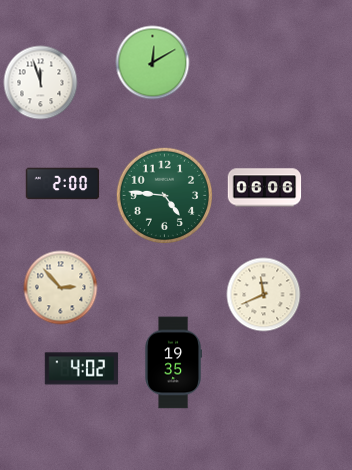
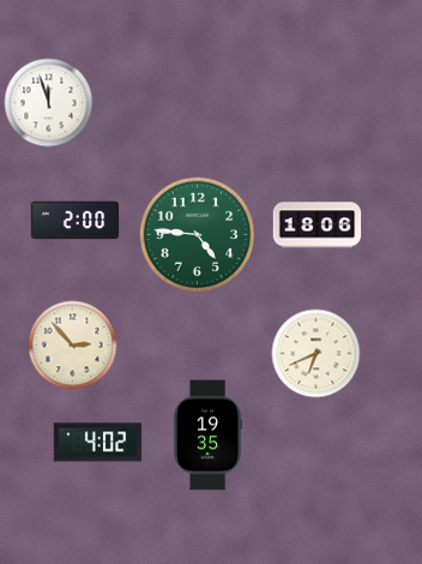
clock at (153, 63): 12:10 -> none
clock at (41, 83) position: (41, 83) -> (49, 103)
clock at (265, 188): 06:06 -> 18:06
clock at (264, 295): 11:41 -> 6:41
